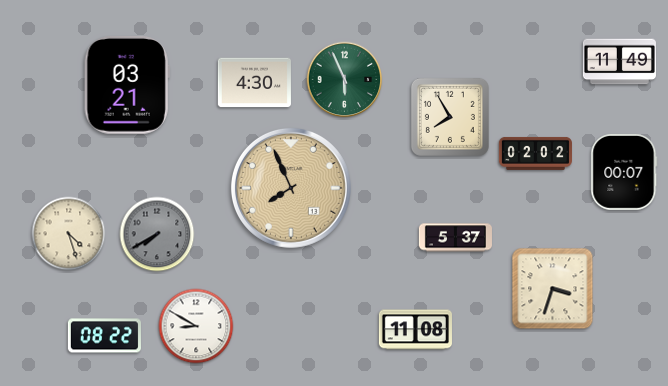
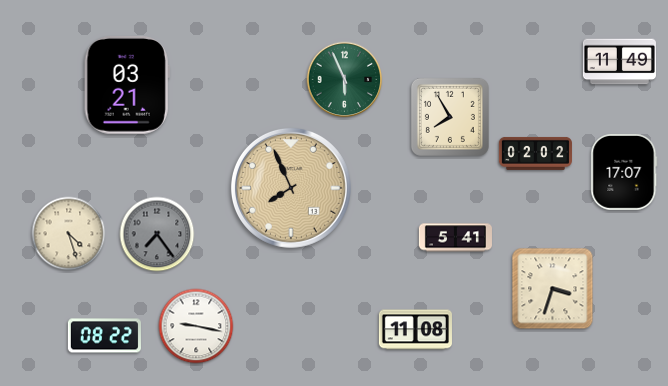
clock at (254, 83): 4:30 -> none
clock at (624, 172): 00:07 -> 17:07
clock at (157, 234): 7:40 -> 7:24
clock at (455, 238): 5:37 -> 5:41
clock at (196, 326): 8:50 -> 9:17
